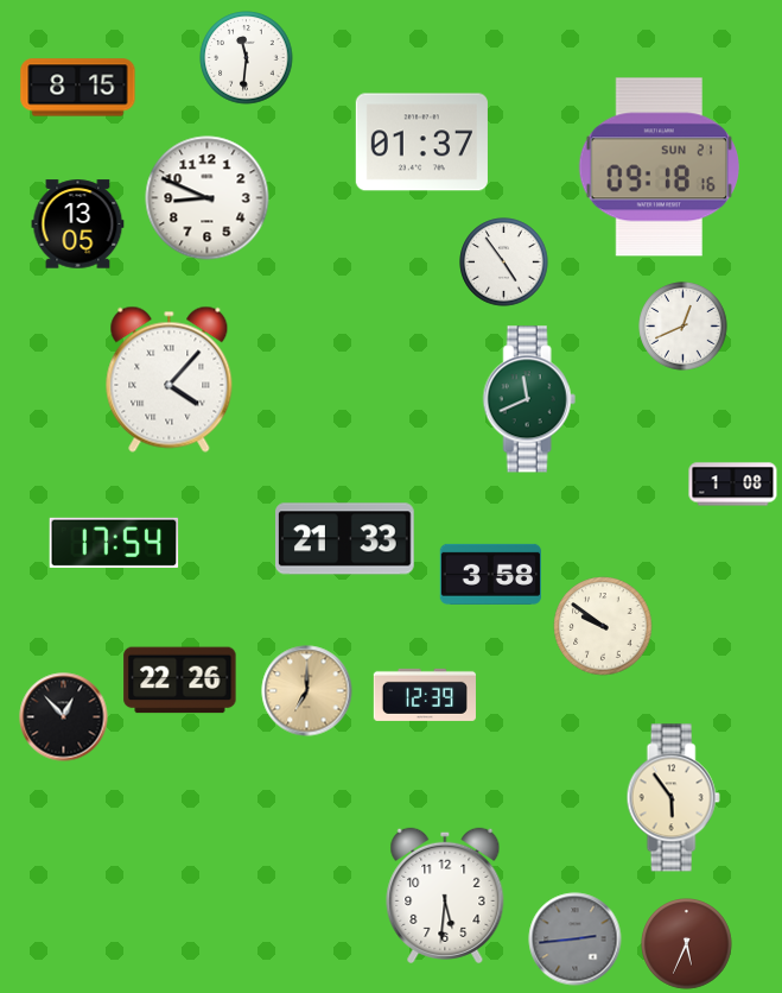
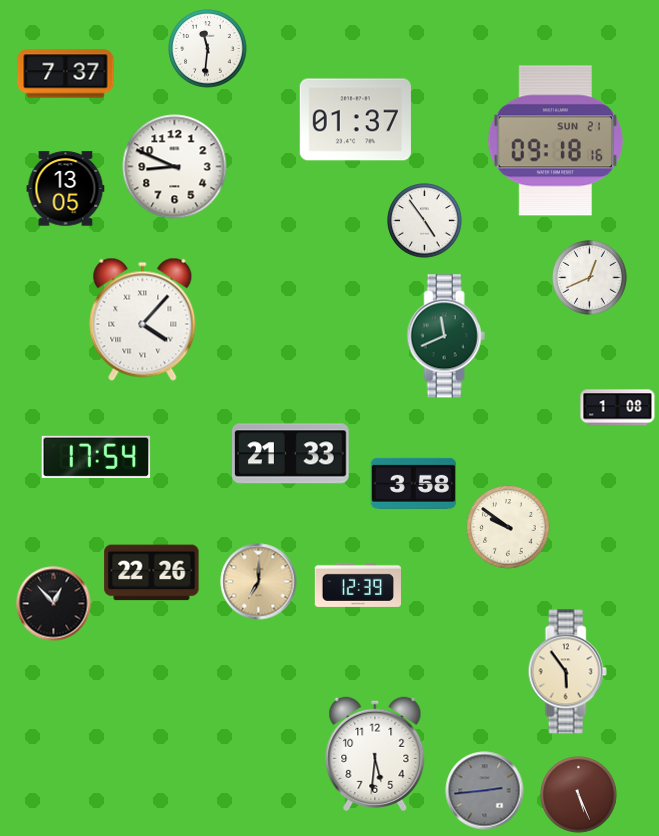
clock at (78, 88): 8:15 -> 7:37
clock at (684, 327) position: (684, 327) -> (590, 278)
clock at (687, 944): 5:34 -> 5:26
